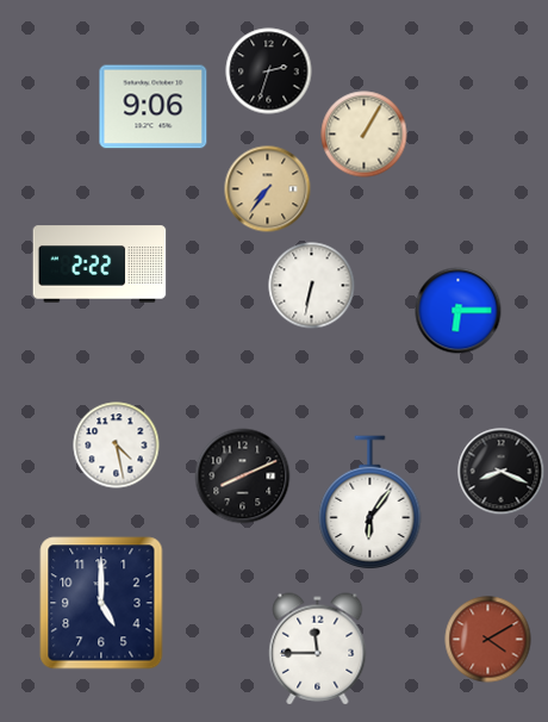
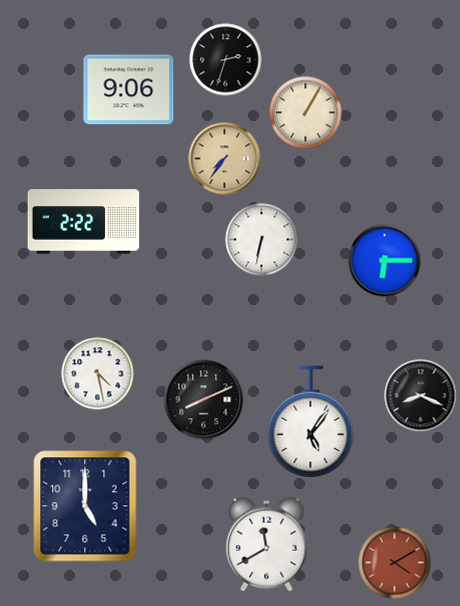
clock at (370, 503): 6:06 -> 5:06
clock at (488, 640) position: (488, 640) -> (395, 563)
clock at (318, 649): 11:45 -> 11:40
